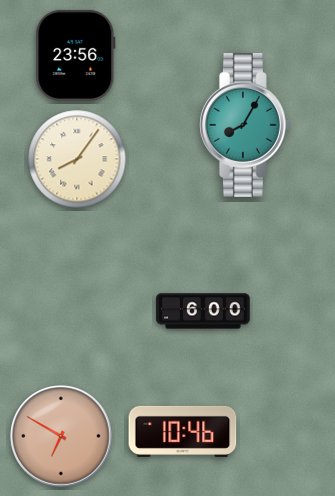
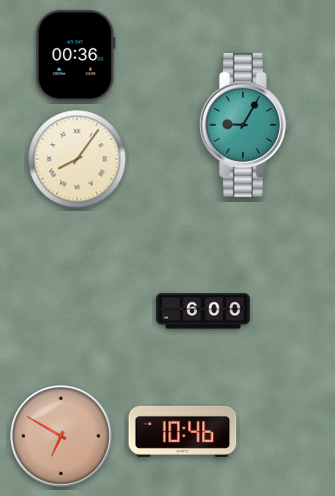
clock at (76, 55): 23:56 -> 00:36
clock at (245, 125): 8:05 -> 9:05
